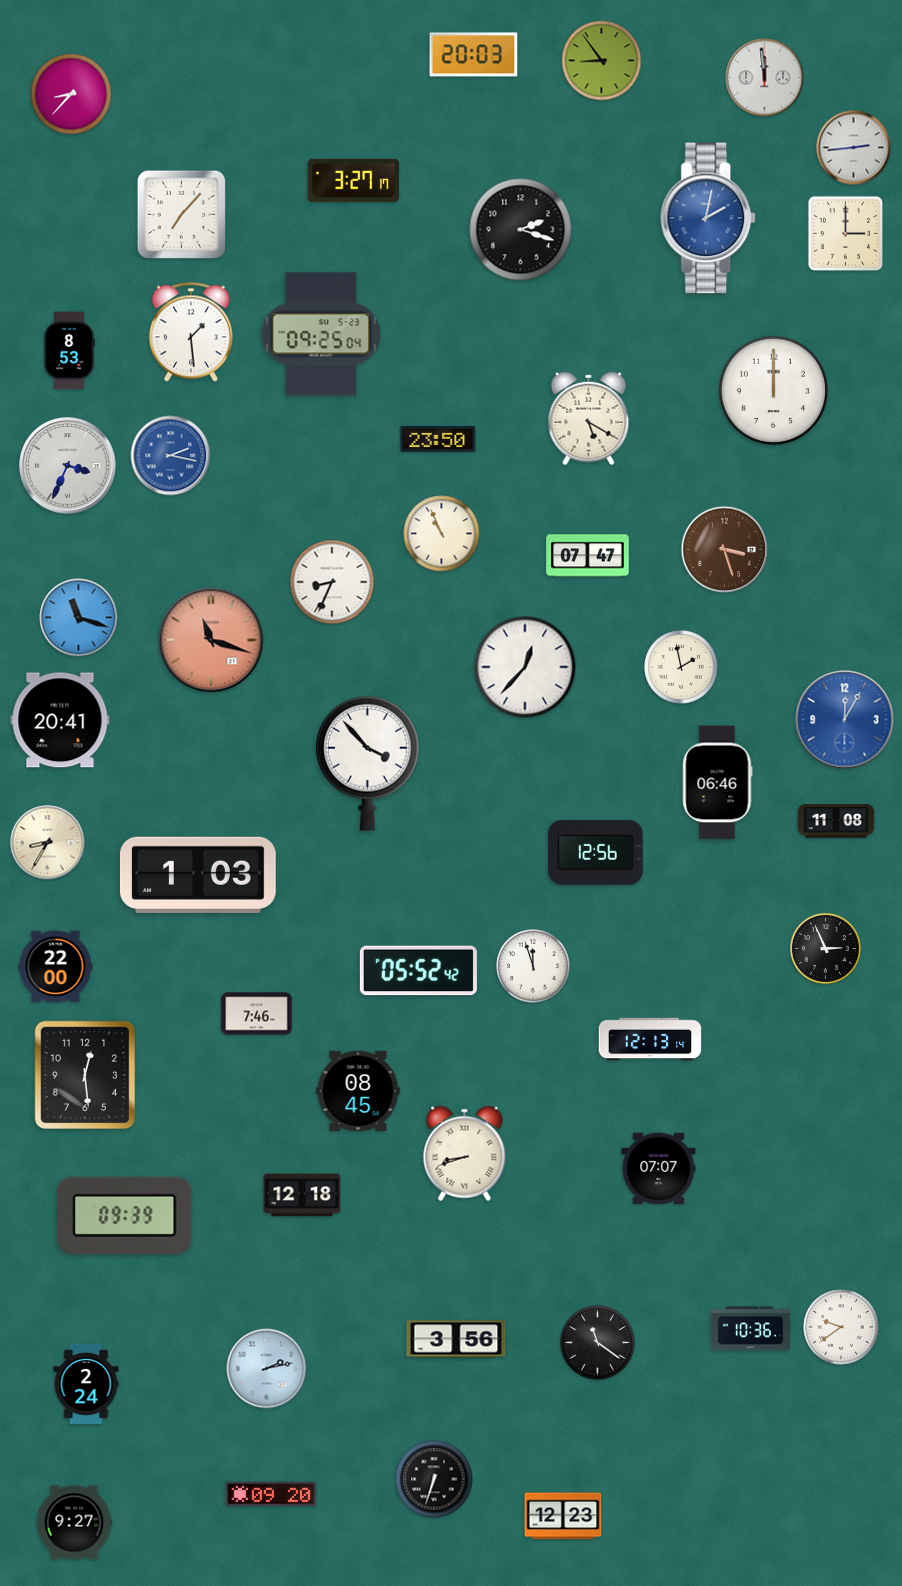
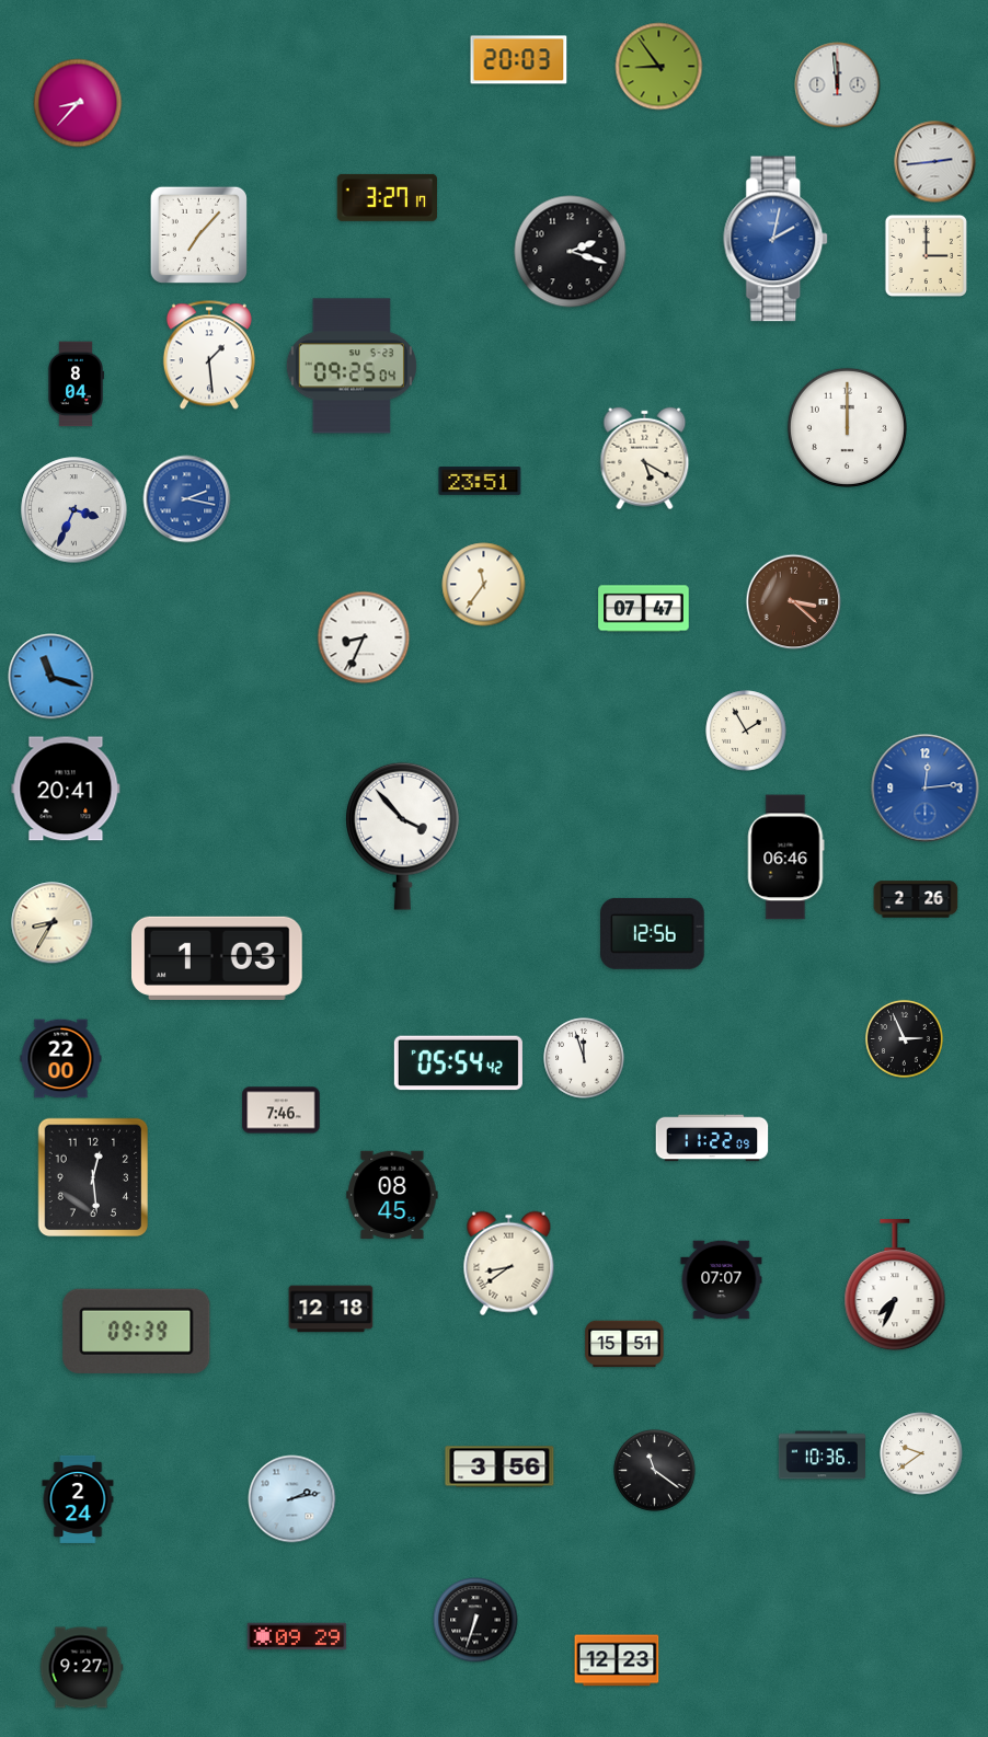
clock at (191, 332) position: (191, 332) -> (209, 355)
clock at (68, 351): 8:53 -> 8:04
clock at (438, 439): 23:50 -> 23:51
clock at (442, 534): 10:56 -> 11:36
clock at (725, 550): 3:27 -> 3:22
clock at (79, 618) position: (79, 618) -> (51, 677)
clock at (211, 640): 11:18 -> none
clock at (525, 667): 12:37 -> none
clock at (681, 667): 1:58 -> 1:55
clock at (845, 720): 12:05 -> 12:14
clock at (836, 821): 11:08 -> 2:26
clock at (418, 971): 05:52 -> 05:54
clock at (650, 1039): 12:13 -> 11:22
clock at (465, 1154): 8:42 -> 8:39
clock at (895, 1286): none -> 7:34
clock at (624, 1344): none -> 15:51
clock at (86, 1384) position: (86, 1384) -> (78, 1499)
clock at (271, 1494): 09:20 -> 09:29
